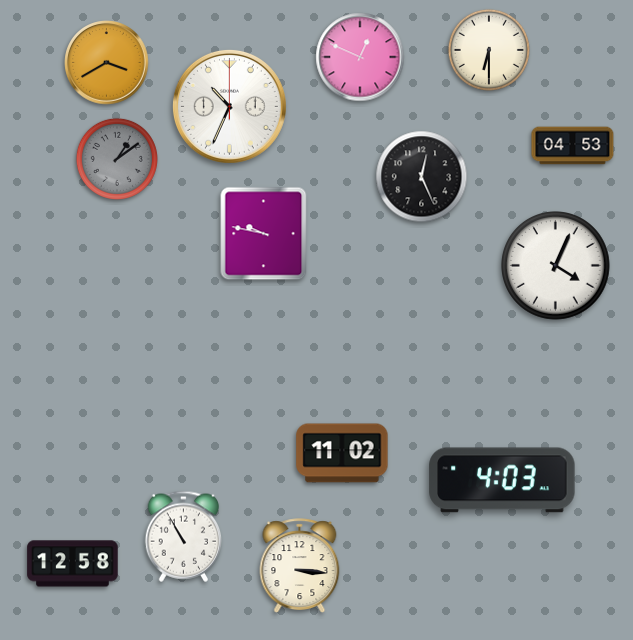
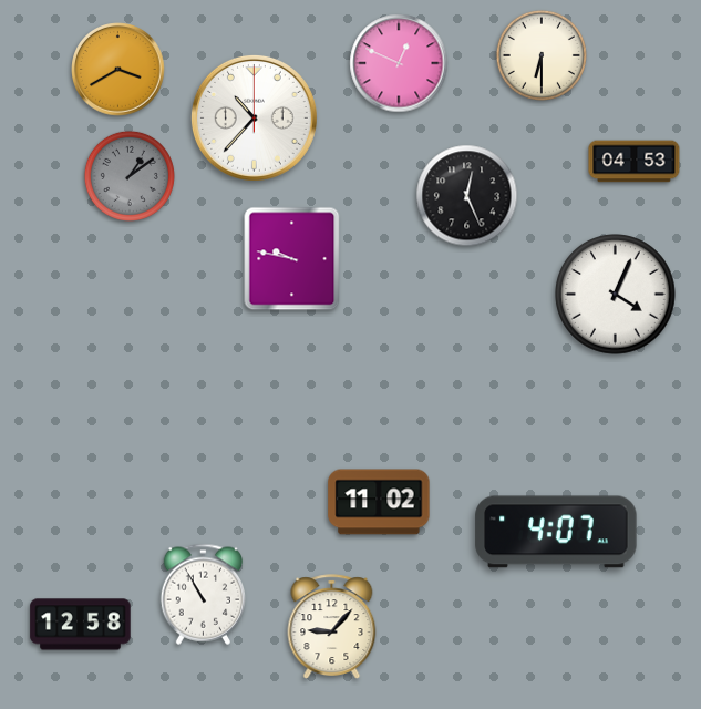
clock at (229, 106): 10:34 -> 10:37
clock at (502, 480): 4:03 -> 4:07
clock at (300, 566): 3:16 -> 9:07
